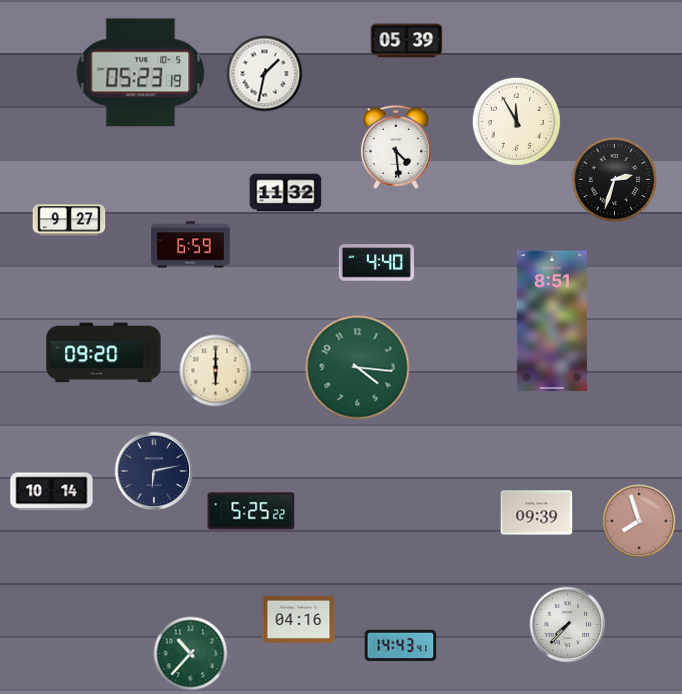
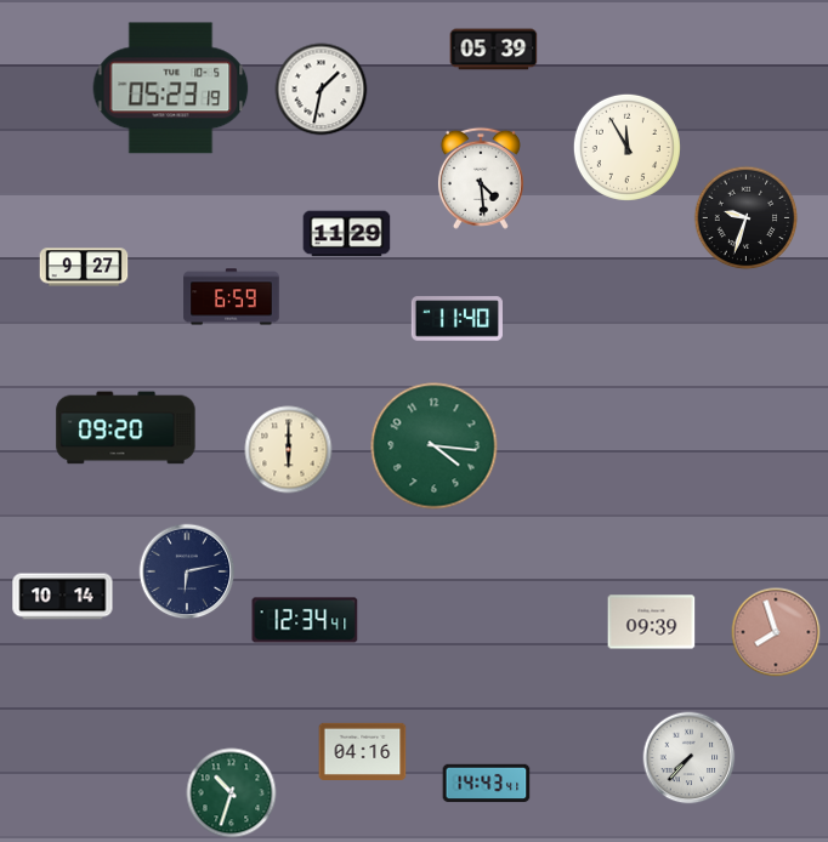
clock at (615, 180): 2:33 -> 9:33
clock at (286, 193): 11:32 -> 11:29
clock at (376, 263): 4:40 -> 11:40
clock at (552, 321): 8:51 -> none
clock at (216, 371) position: (216, 371) -> (289, 450)
clock at (251, 511): 5:25 -> 12:34
clock at (191, 654): 10:37 -> 10:33
